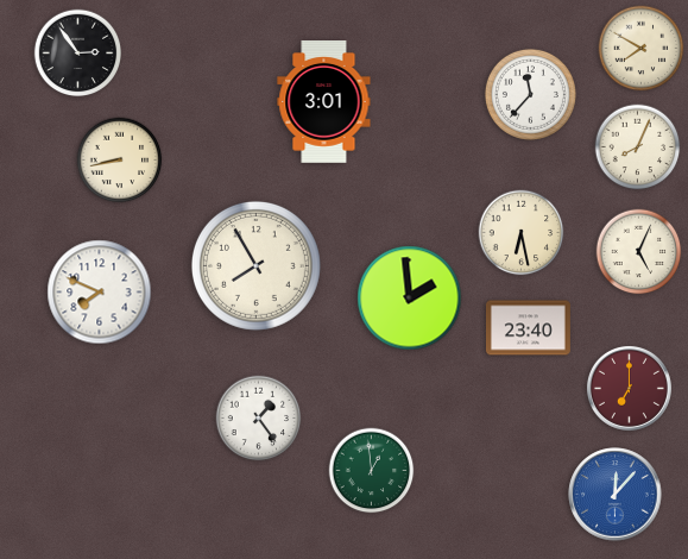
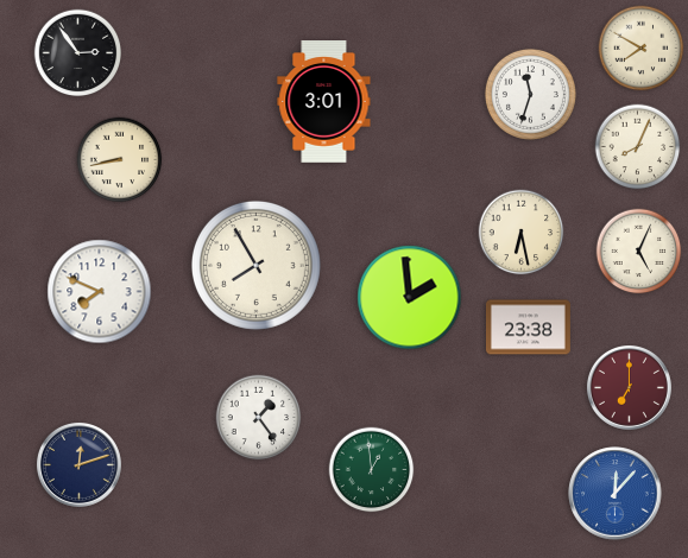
clock at (530, 94): 11:37 -> 11:33
clock at (528, 328): 23:40 -> 23:38
clock at (78, 464): none -> 12:12
